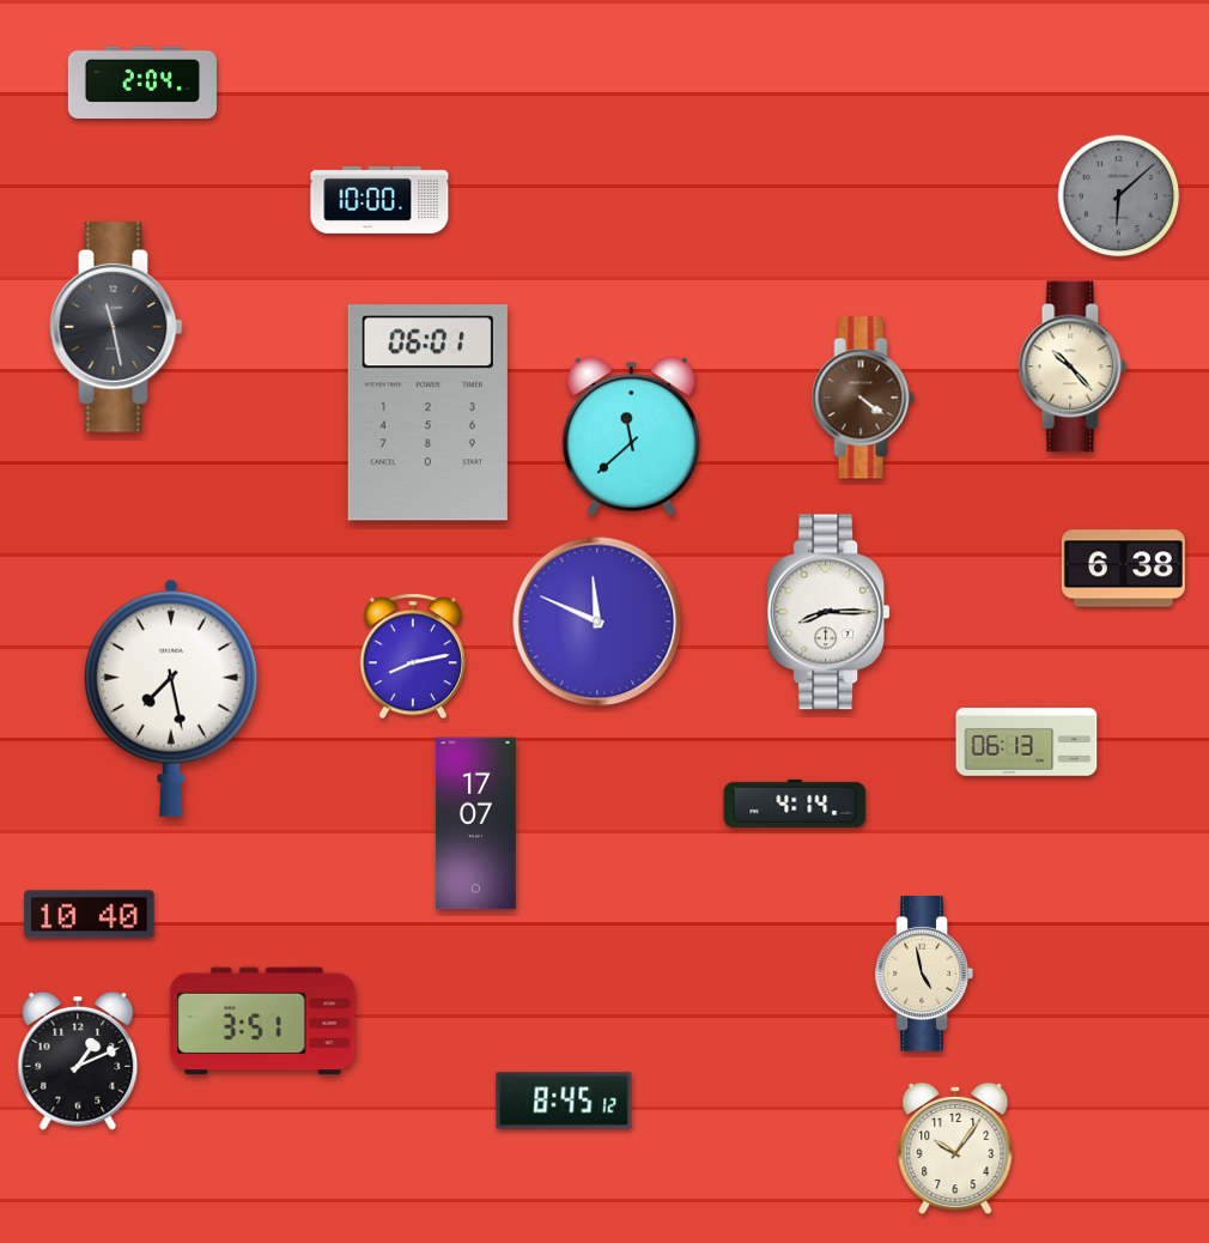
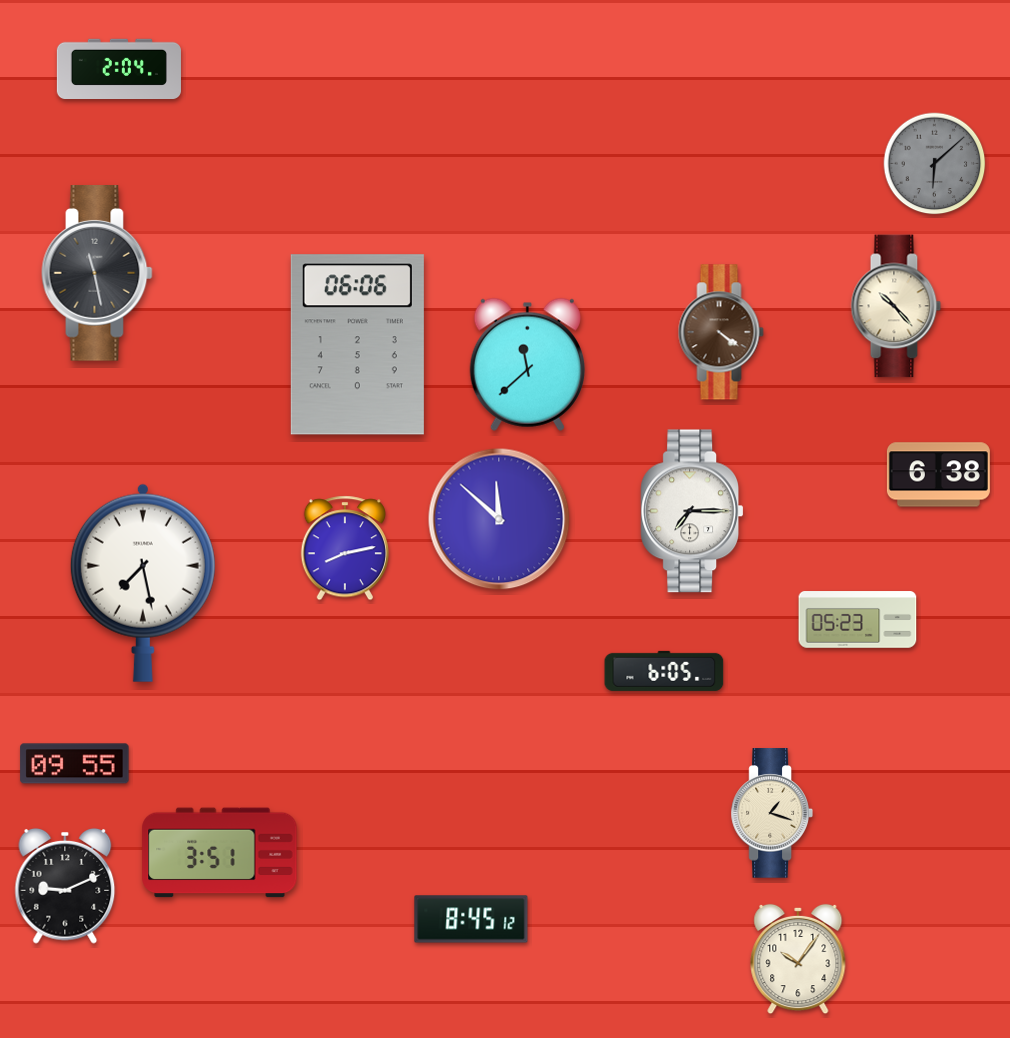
clock at (379, 200): 10:00 -> none
clock at (427, 413): 06:01 -> 06:06
clock at (828, 612): 8:15 -> 7:15
clock at (597, 621): 11:49 -> 11:52
clock at (1027, 742): 06:13 -> 05:23
clock at (795, 804): 4:14 -> 6:05
clock at (475, 824): 17:07 -> none
clock at (90, 915): 10:40 -> 09:55
clock at (923, 974): 4:58 -> 1:18
clock at (78, 1061): 1:11 -> 9:11
